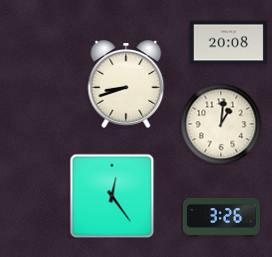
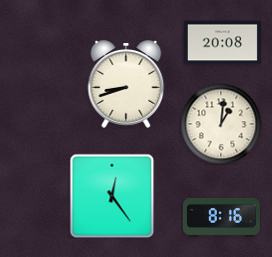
clock at (228, 43) position: (228, 43) -> (222, 43)
clock at (221, 217): 3:26 -> 8:16
